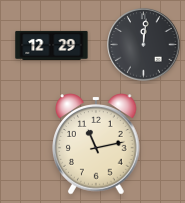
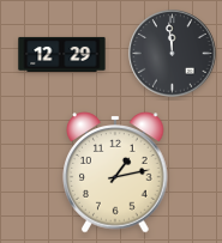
clock at (144, 45): 12:01 -> 11:59
clock at (96, 144): 11:13 -> 1:13
